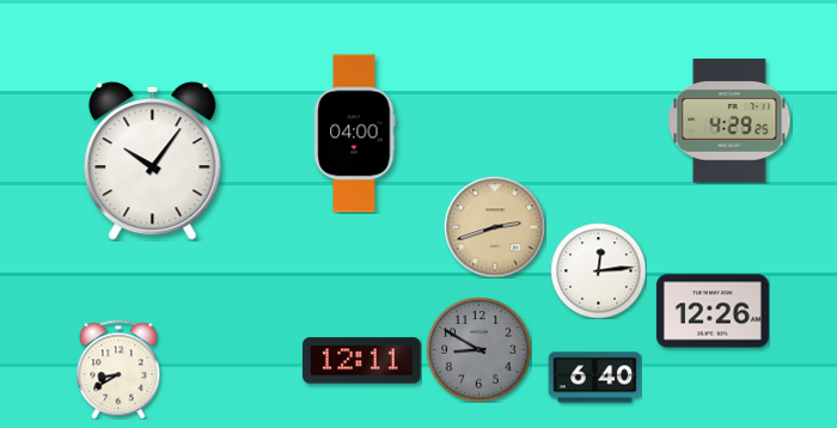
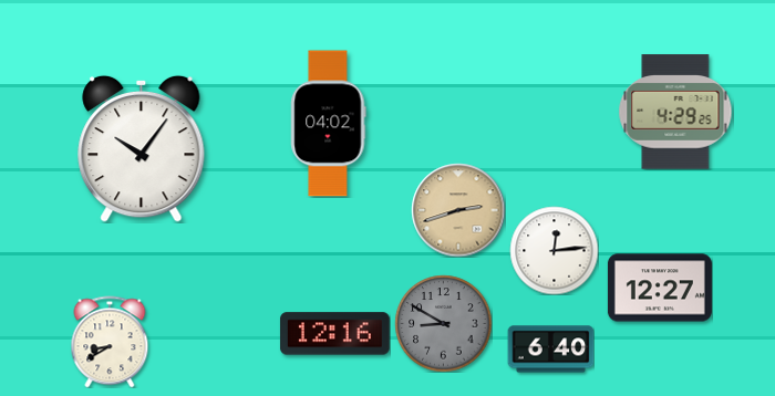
clock at (355, 134): 04:00 -> 04:02
clock at (713, 311): 12:26 -> 12:27
clock at (361, 361): 12:11 -> 12:16
